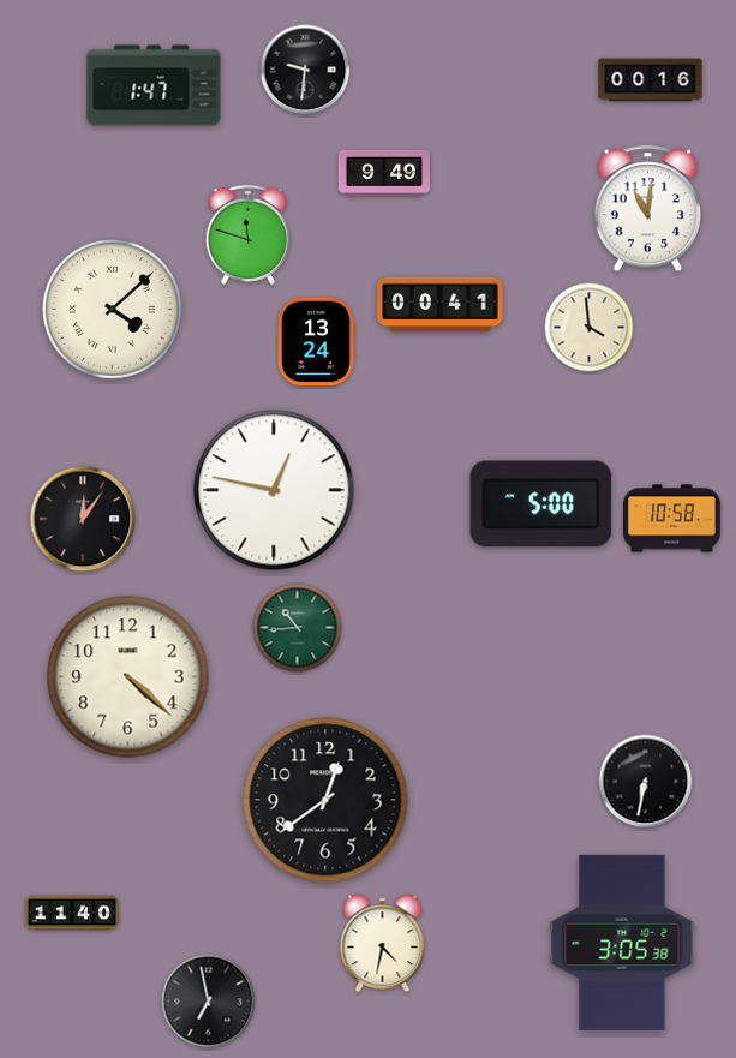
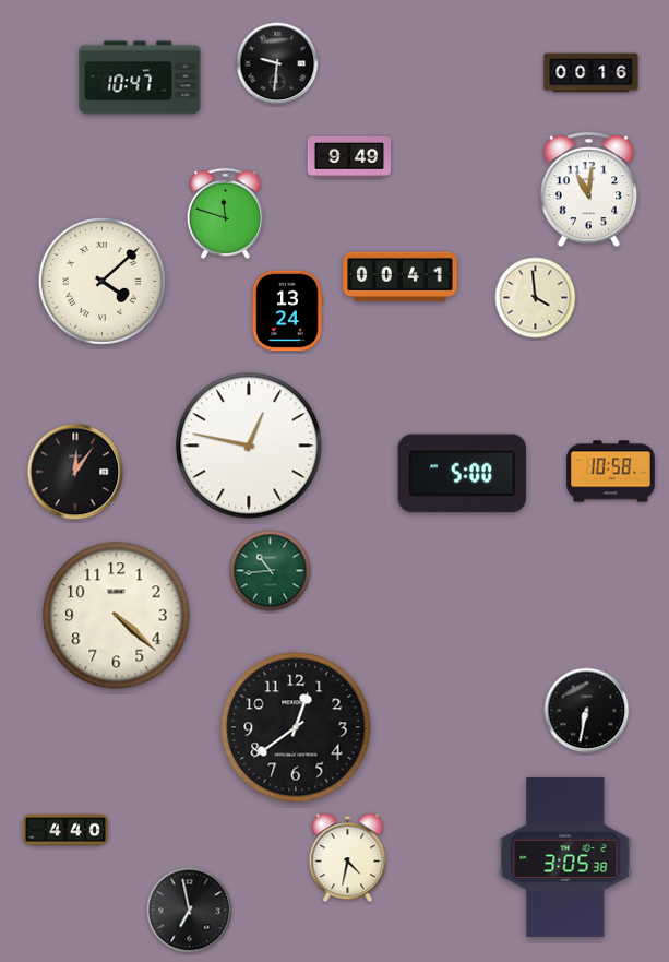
clock at (154, 85): 1:47 -> 10:47
clock at (541, 504) position: (541, 504) -> (463, 474)
clock at (72, 913): 11:40 -> 4:40
